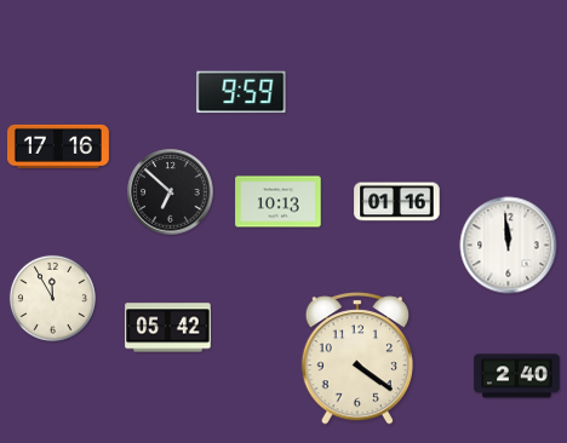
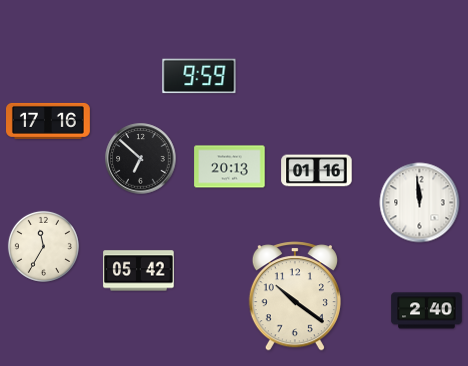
clock at (279, 202): 10:13 -> 20:13
clock at (397, 202) position: (397, 202) -> (317, 171)
clock at (52, 298): 11:55 -> 11:35
clock at (357, 358): 4:21 -> 10:21
